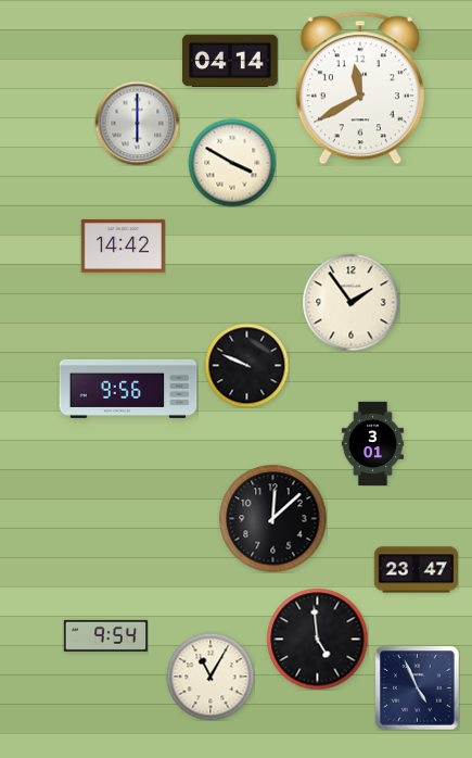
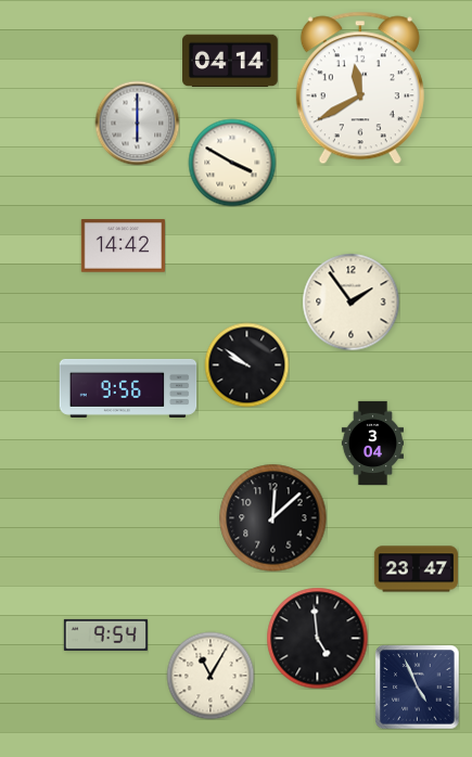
clock at (246, 365): 9:49 -> 9:51
clock at (373, 443): 3:01 -> 3:04
